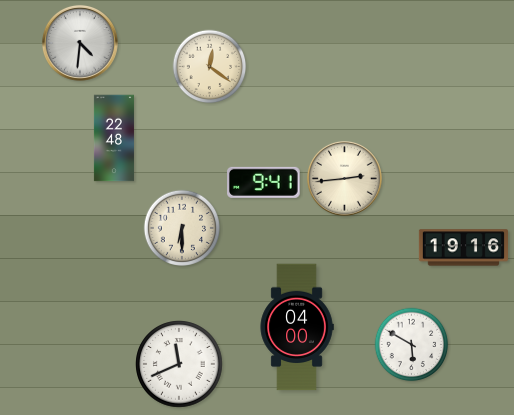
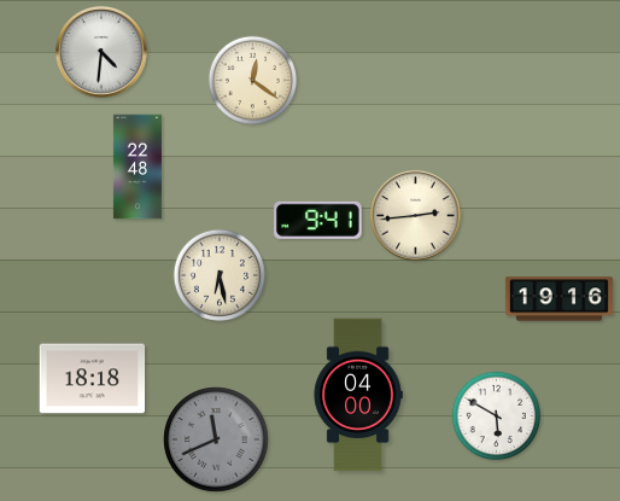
clock at (80, 43) position: (80, 43) -> (101, 52)
clock at (181, 227): 6:30 -> 6:28
clock at (93, 379): none -> 18:18
clock at (179, 364) dial: white -> grey
